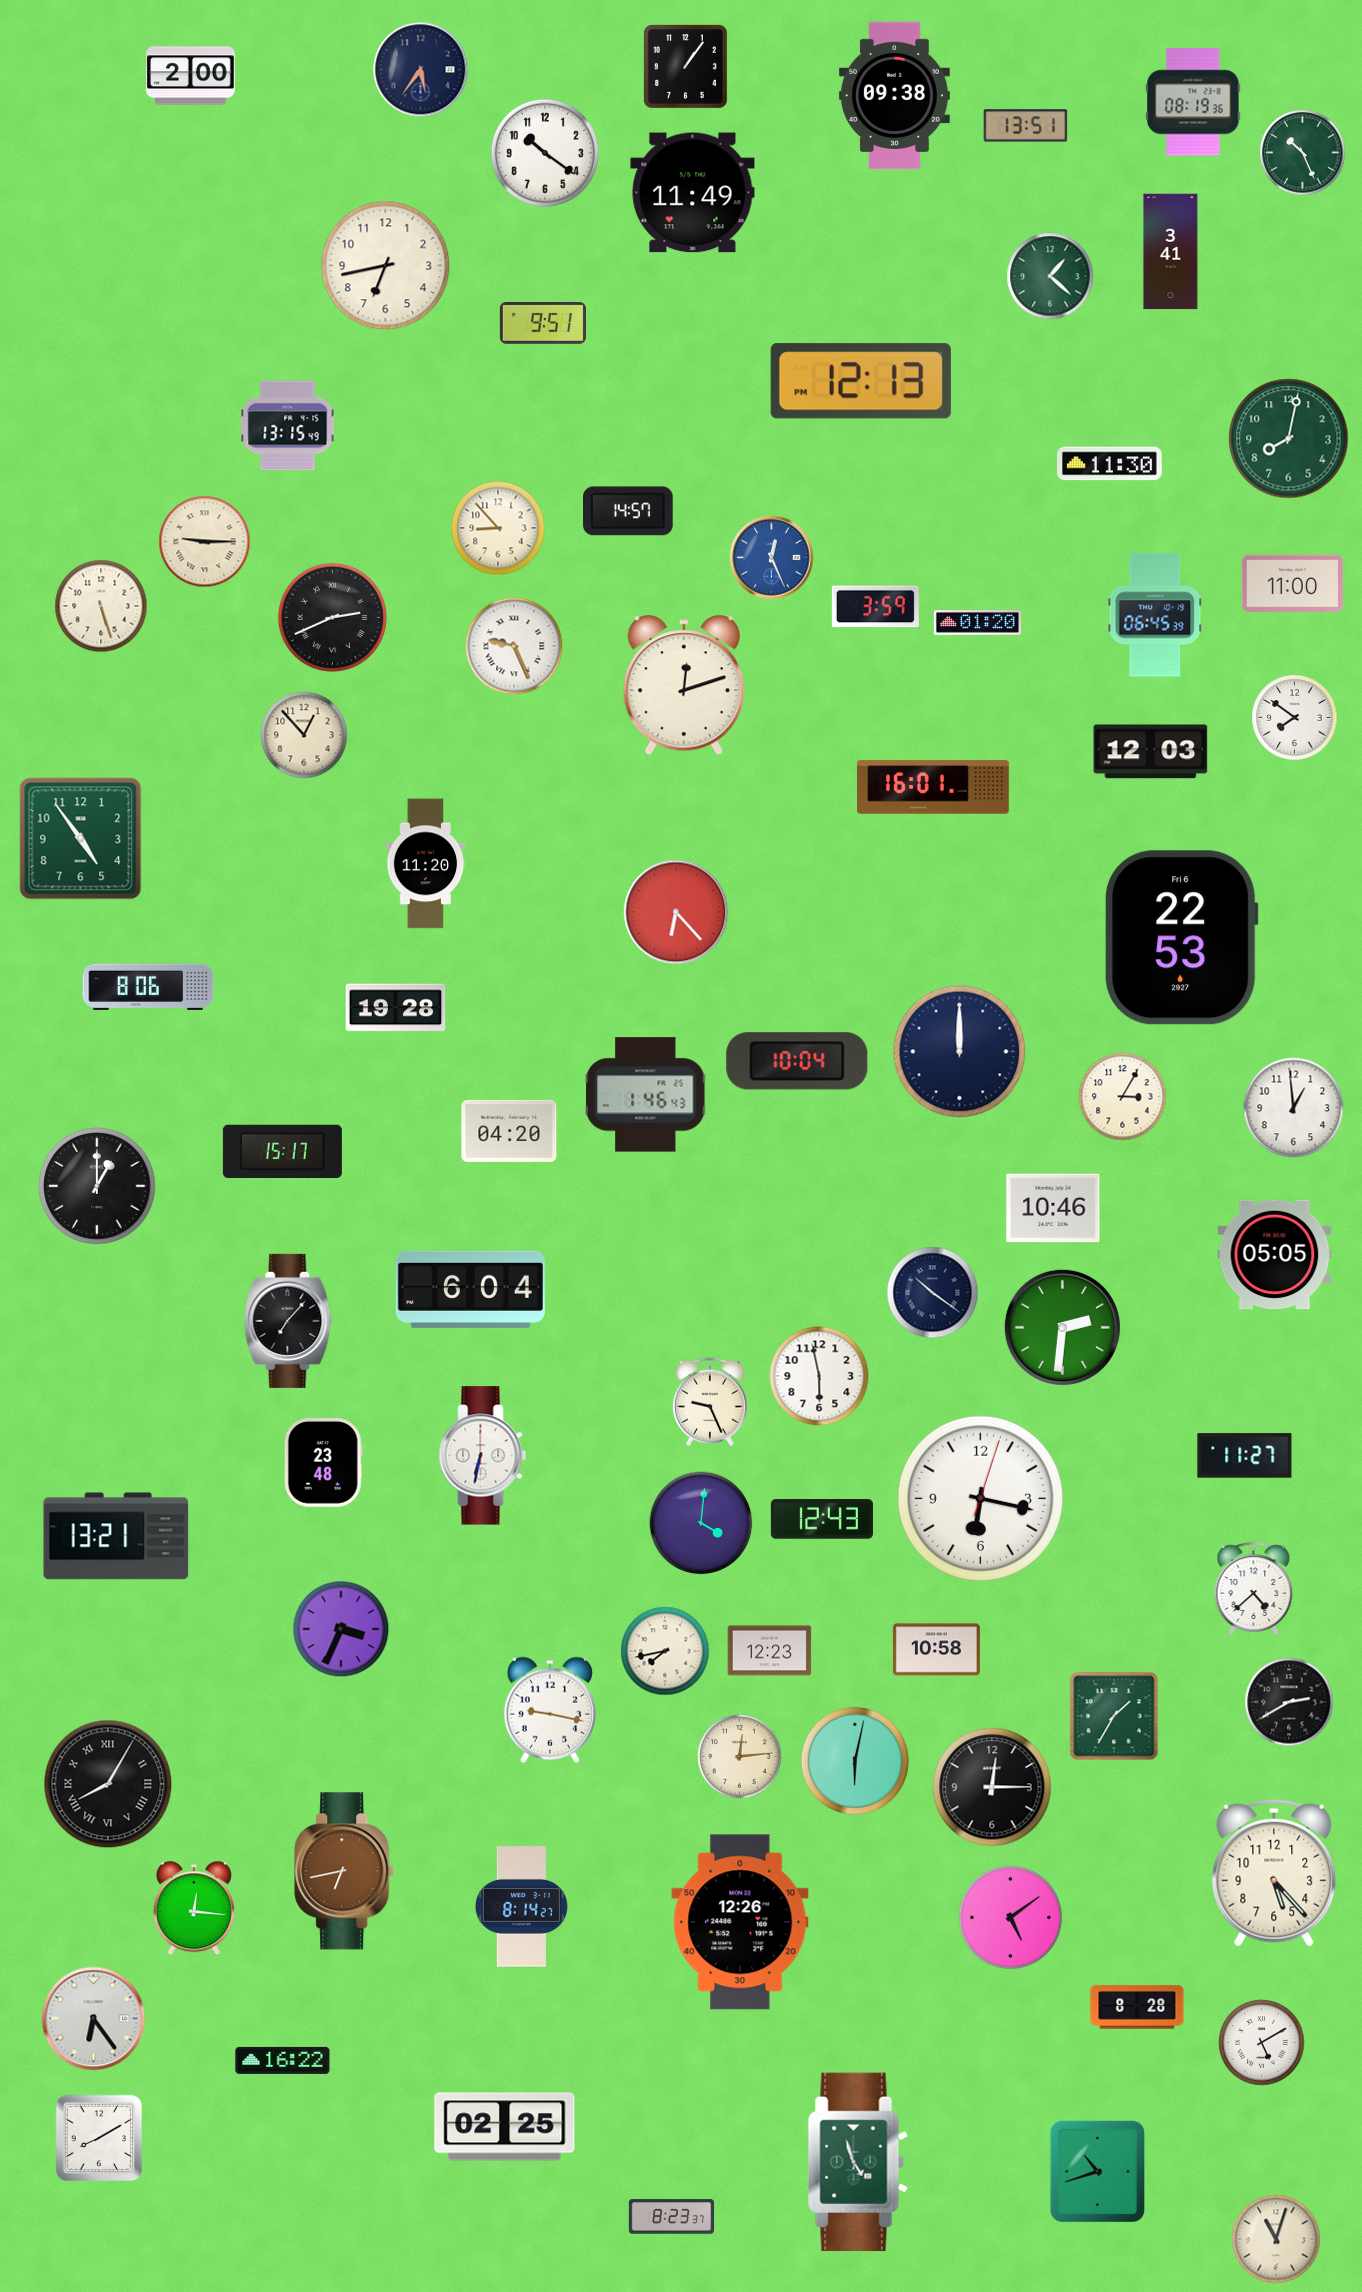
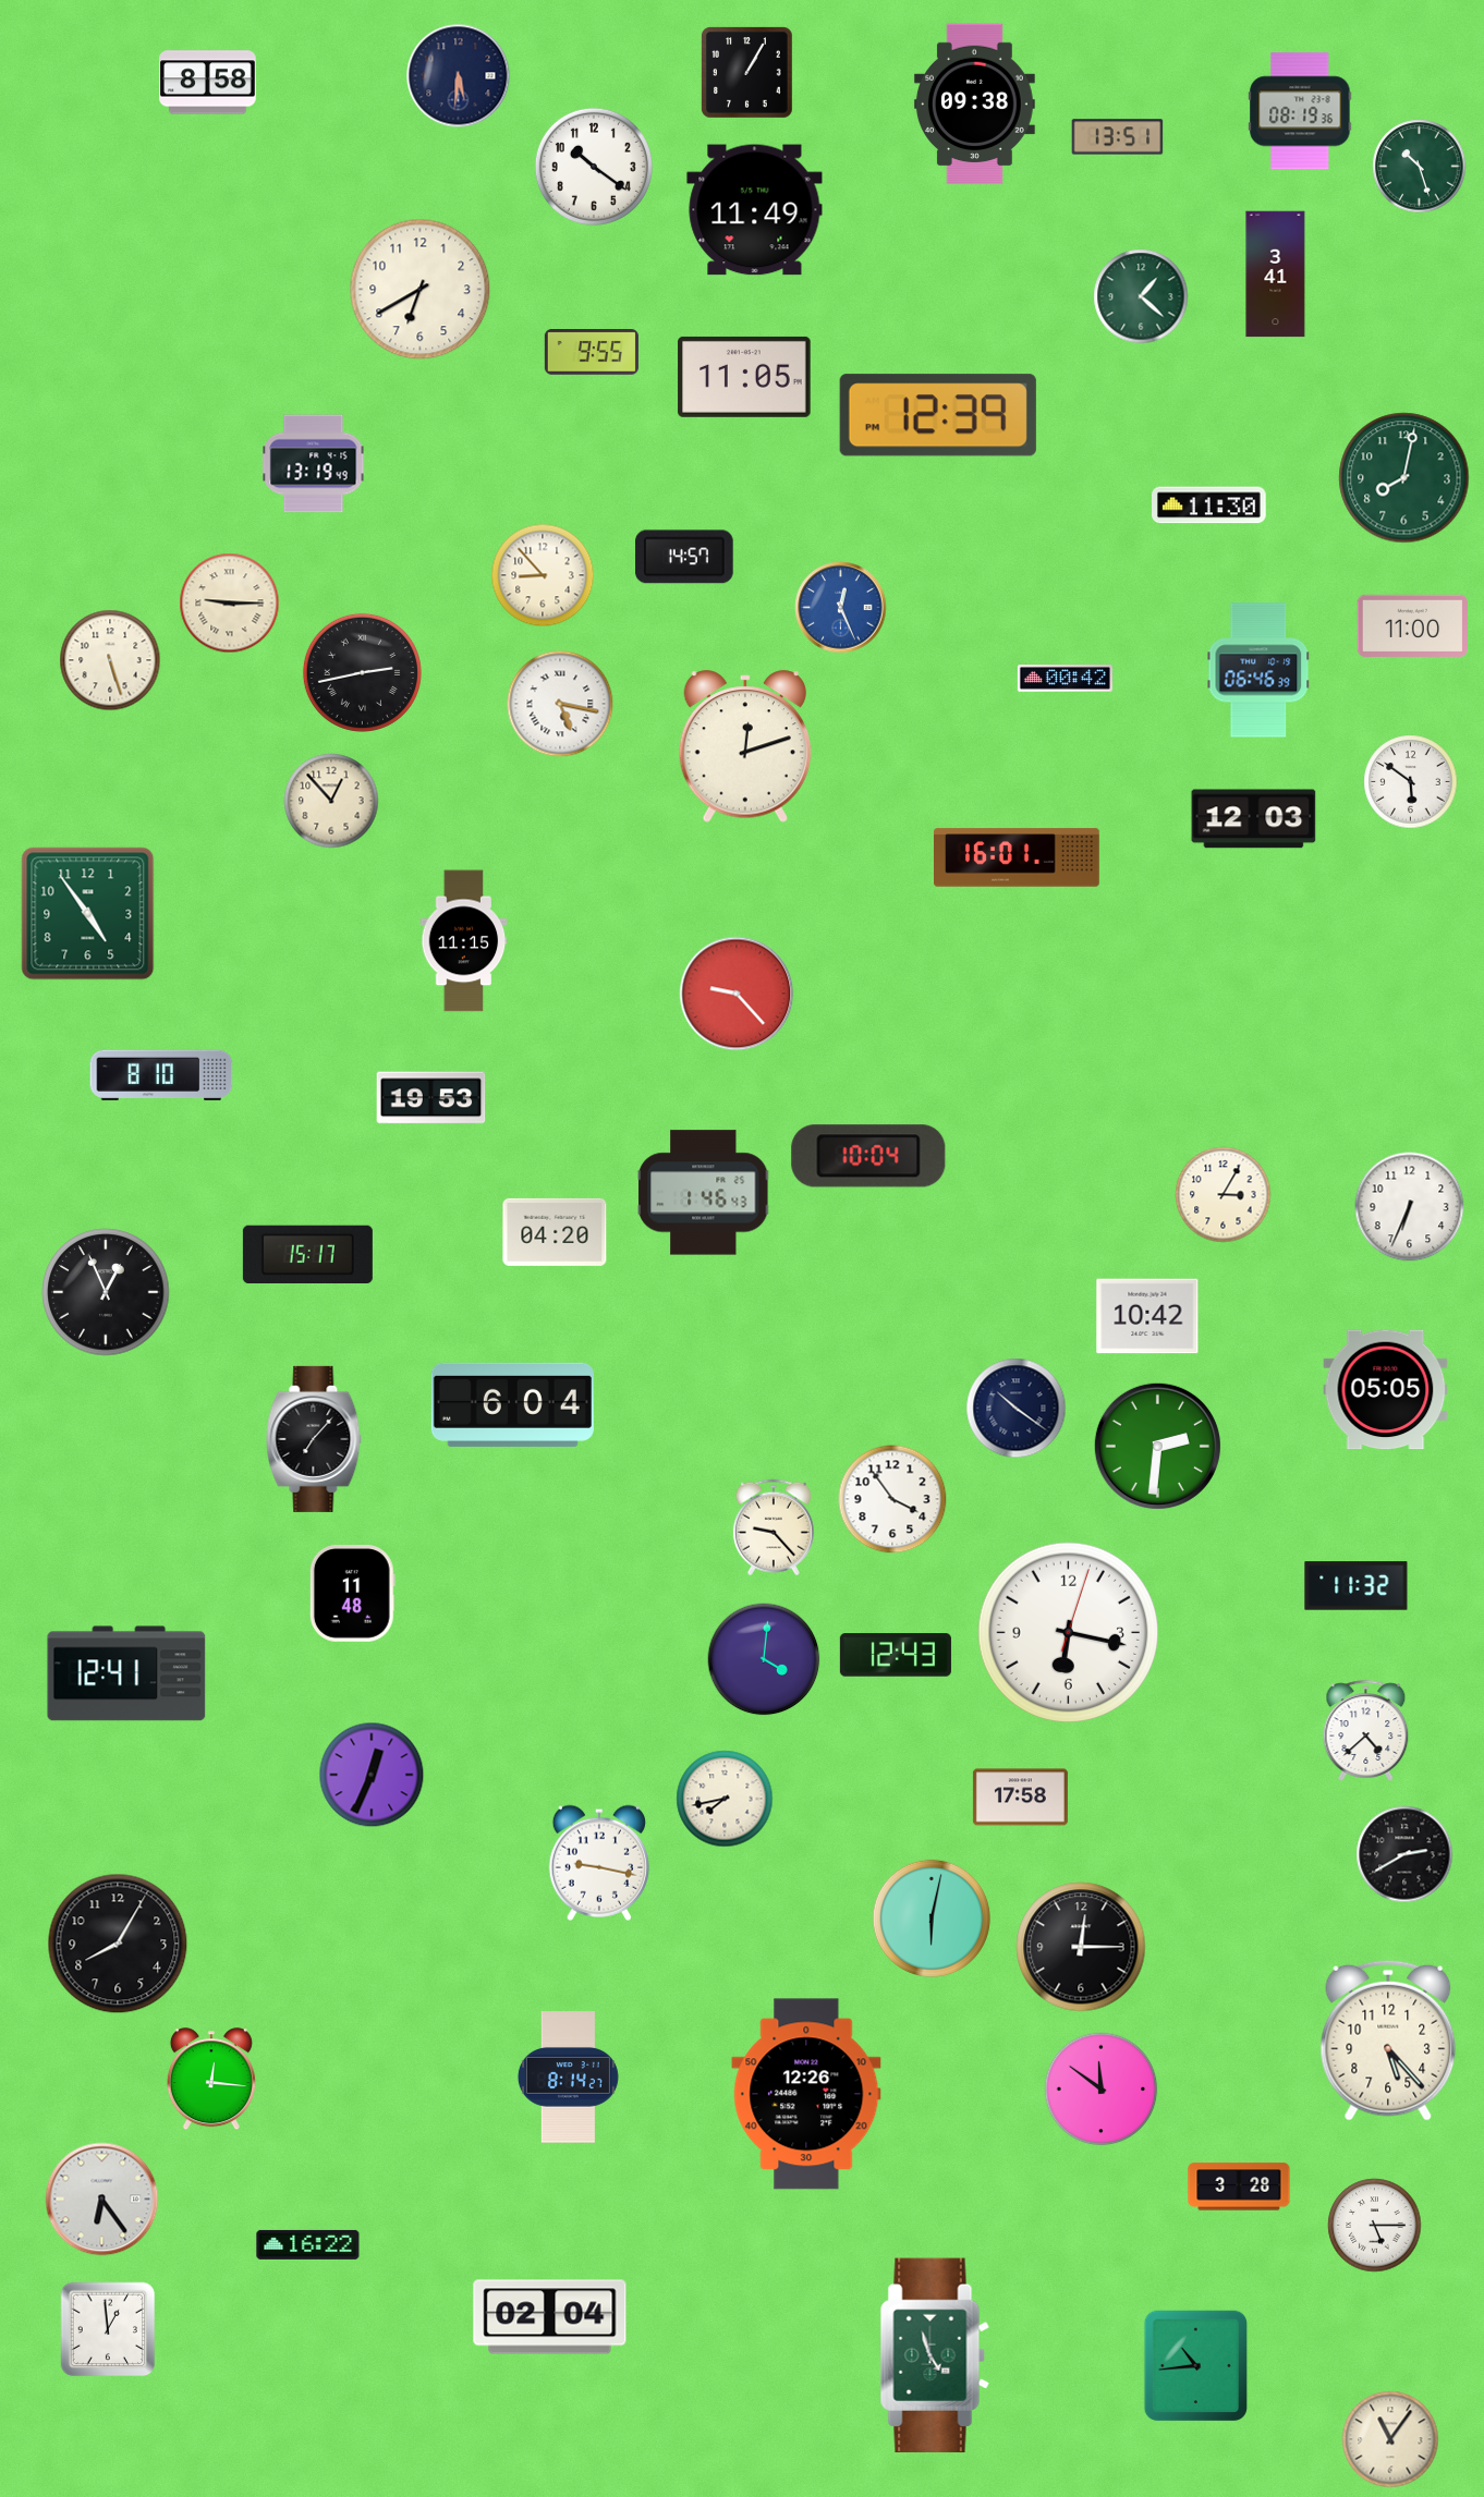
clock at (686, 67): 1:06 -> 1:05
clock at (421, 70): 5:36 -> 5:31
clock at (191, 76): 2:00 -> 8:58
clock at (1303, 153): 10:26 -> 10:27
clock at (386, 266): 6:43 -> 6:40
clock at (1050, 276) position: (1050, 276) -> (1141, 296)
clock at (543, 324): 9:51 -> 9:55
clock at (744, 377): none -> 11:05
clock at (861, 381): 12:13 -> 12:39
clock at (288, 426): 13:15 -> 13:19
clock at (205, 542) position: (205, 542) -> (230, 604)
clock at (1292, 583) position: (1292, 583) -> (1412, 625)
clock at (875, 607): 3:59 -> none
clock at (1155, 615): 06:45 -> 06:46
clock at (332, 617): 2:41 -> 2:43
clock at (977, 623): 01:20 -> 00:42
clock at (514, 646): 9:26 -> 5:17
clock at (1295, 718): 7:51 -> 5:51
clock at (426, 864): 11:20 -> 11:15
clock at (676, 912): 6:23 -> 9:23
clock at (1181, 938): 22:53 -> none
clock at (148, 987): 8:06 -> 8:10
clock at (396, 1008): 19:28 -> 19:53
clock at (960, 1052): 12:00 -> none
clock at (1294, 1108): 12:59 -> 6:34
clock at (97, 1186): 1:00 -> 12:56
clock at (1053, 1208): 10:46 -> 10:42
clock at (1275, 1255) position: (1275, 1255) -> (1386, 1390)
clock at (819, 1376): 5:58 -> 3:54
clock at (710, 1402): 9:26 -> 9:23
clock at (483, 1456): 6:32 -> none
clock at (1245, 1456): 11:27 -> 11:32
clock at (323, 1463): 23:48 -> 11:48
clock at (116, 1536): 13:21 -> 12:41
clock at (341, 1629): 3:34 -> 12:34
clock at (936, 1650): 10:58 -> 17:58
clock at (770, 1651): 12:23 -> none
clock at (1114, 1716): 1:35 -> none
clock at (740, 1757): 12:14 -> none
clock at (108, 1784) numerals: Roman -> Arabic
clock at (345, 1871): 6:43 -> none
clock at (1011, 1918): 5:09 -> 11:51
clock at (1137, 2007): 8:28 -> 3:28
clock at (1262, 2043): 5:10 -> 5:15
clock at (505, 2127): 02:25 -> 02:04
clock at (99, 2138): 8:10 -> 12:59
clock at (1098, 2172): 10:42 -> 10:44
clock at (672, 2217): 8:23 -> none
clock at (1276, 2239): 11:03 -> 11:06
